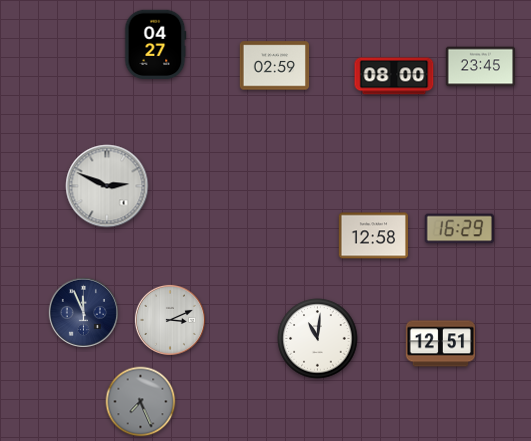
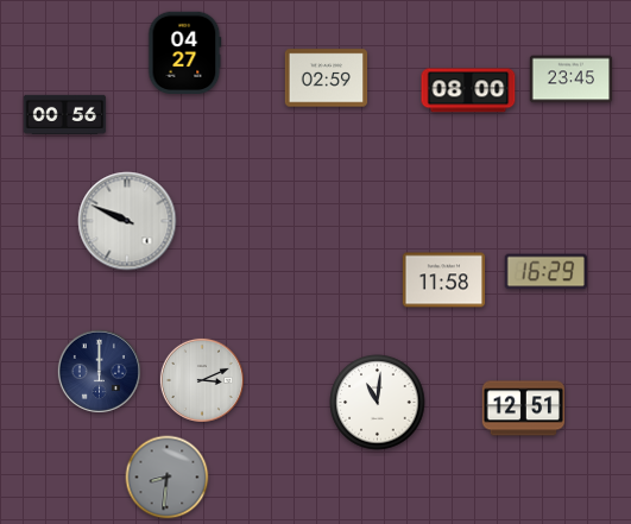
clock at (65, 114): none -> 00:56
clock at (107, 186): 2:49 -> 9:49
clock at (374, 236): 12:58 -> 11:58
clock at (83, 312): 11:56 -> 12:00
clock at (141, 402): 7:26 -> 8:31
